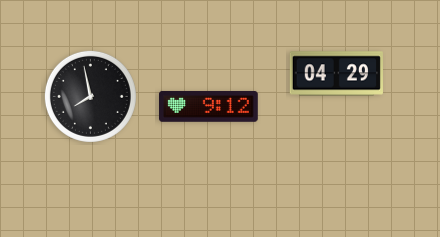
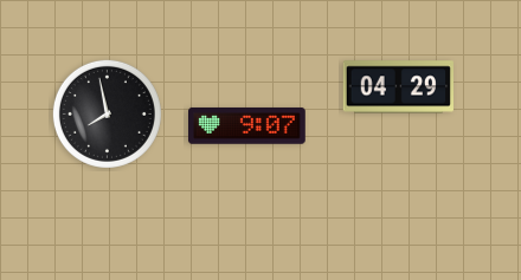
clock at (209, 106): 9:12 -> 9:07
